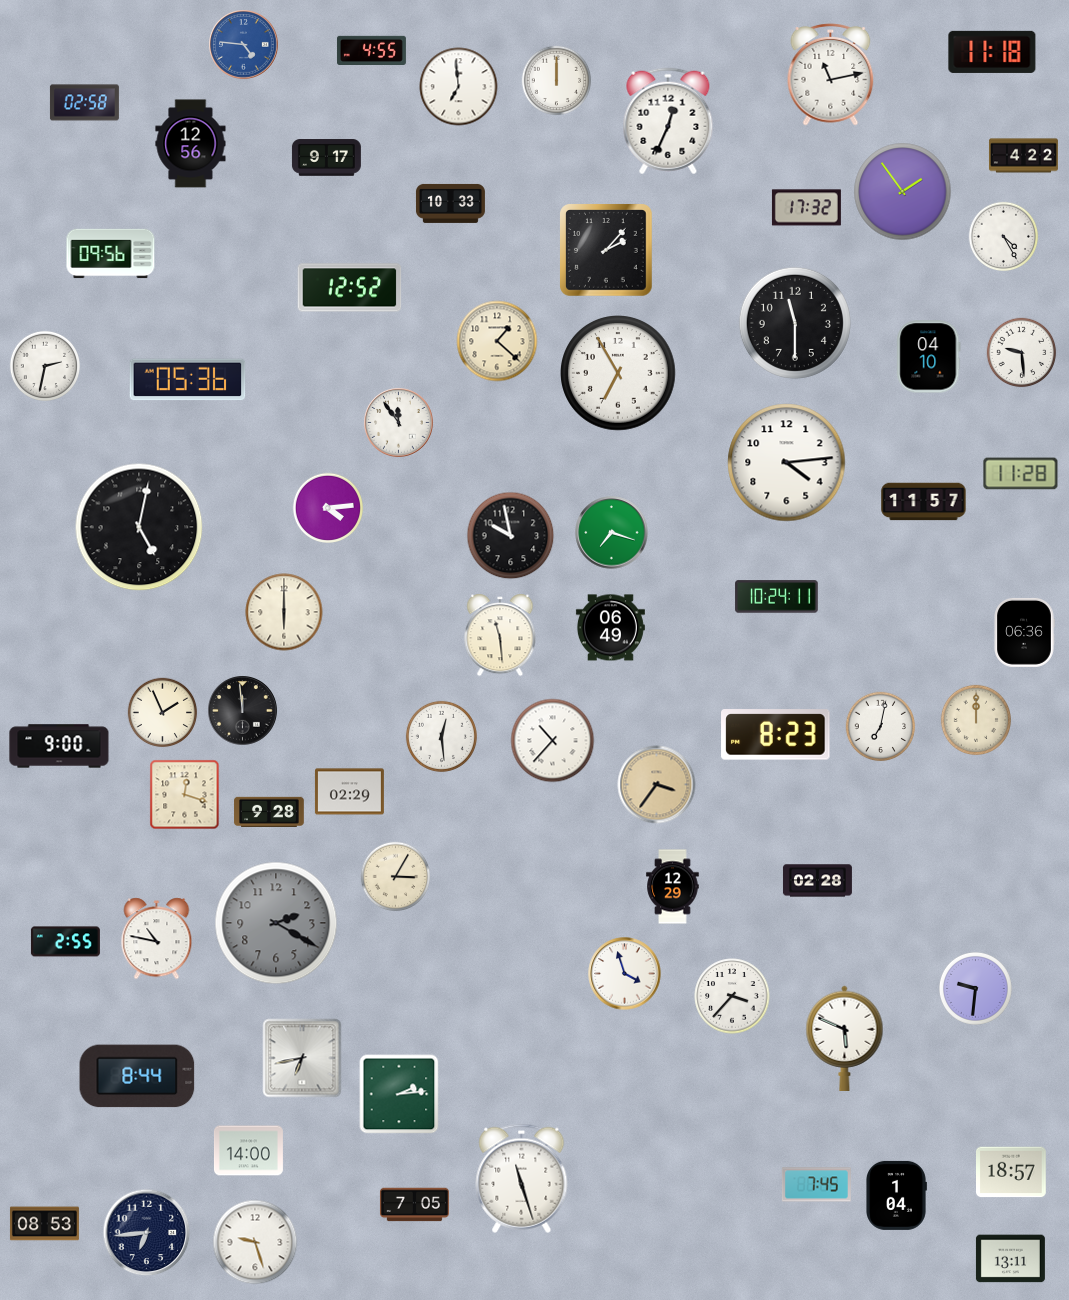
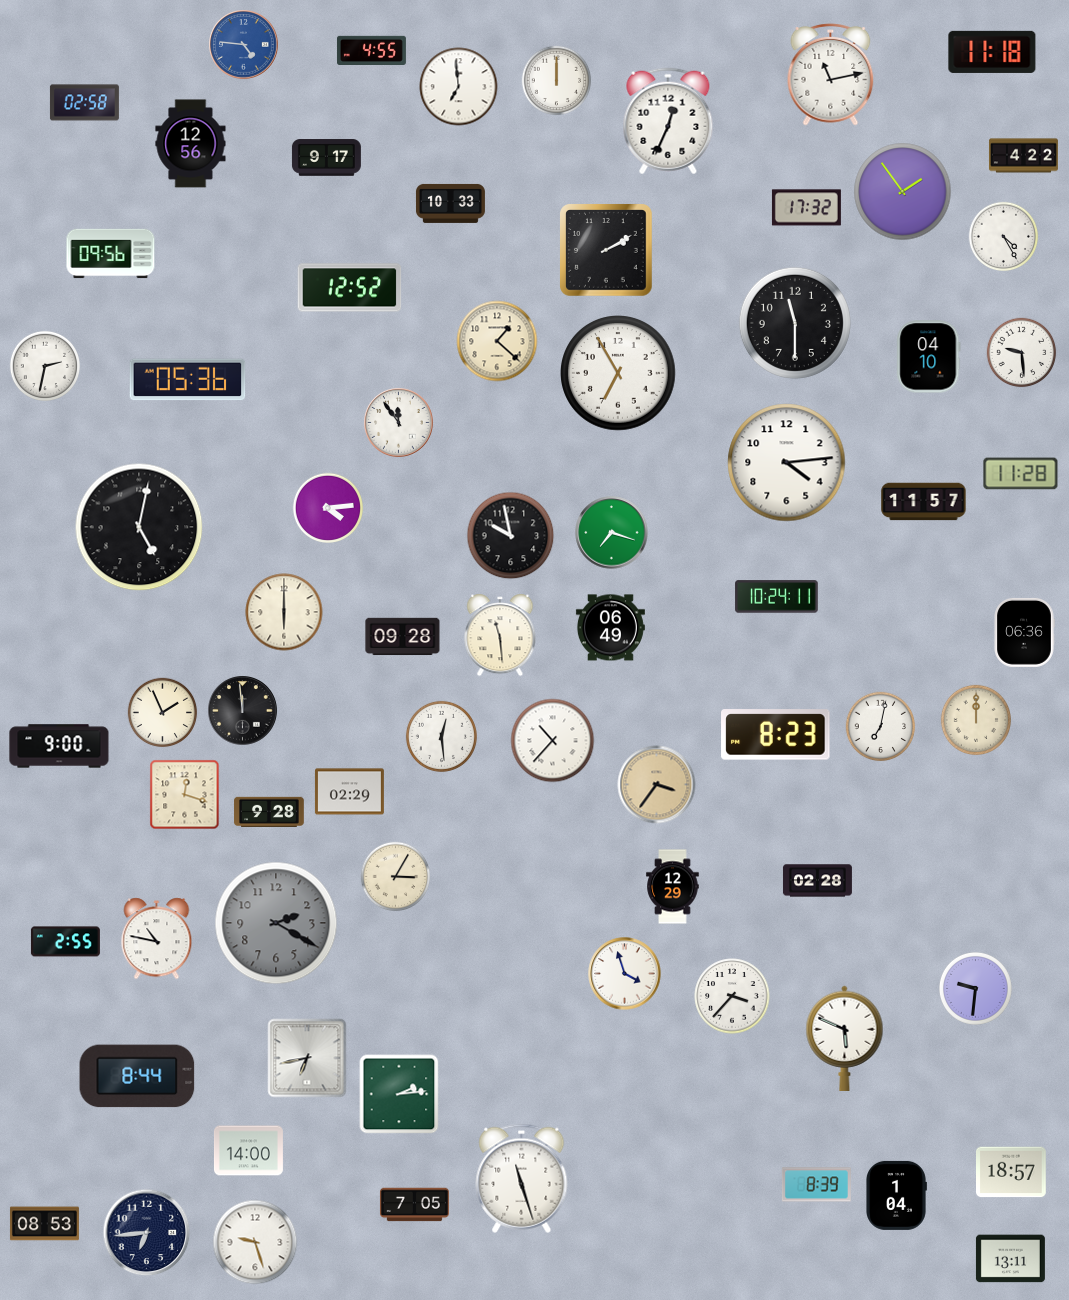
clock at (607, 251): 2:07 -> 2:10
clock at (403, 637): none -> 09:28
clock at (302, 1058) position: (302, 1058) -> (307, 1058)
clock at (816, 1185): 7:45 -> 8:39
